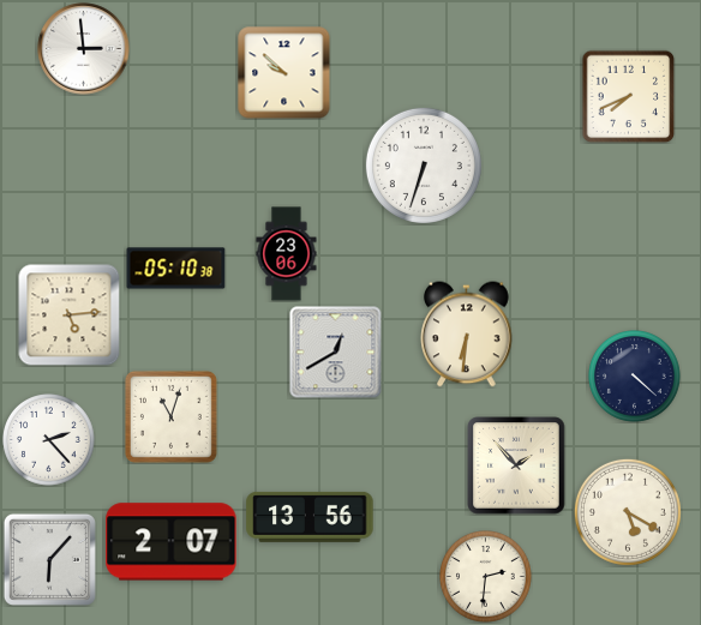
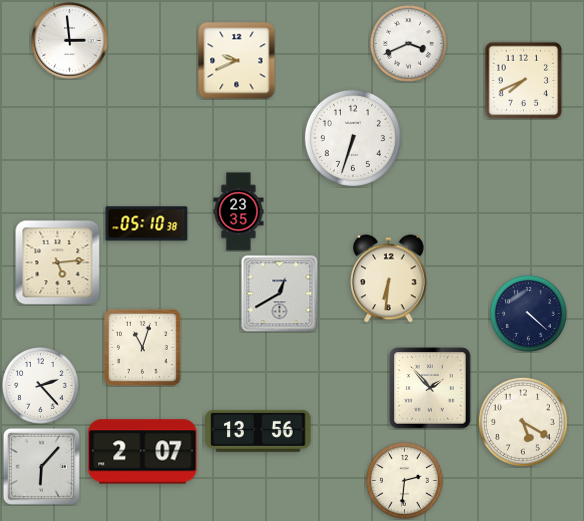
clock at (409, 44): none -> 3:41
clock at (284, 73): 9:52 -> 9:41
clock at (287, 254): 23:06 -> 23:35
clock at (49, 440) position: (49, 440) -> (41, 386)
clock at (628, 512) position: (628, 512) -> (523, 422)
